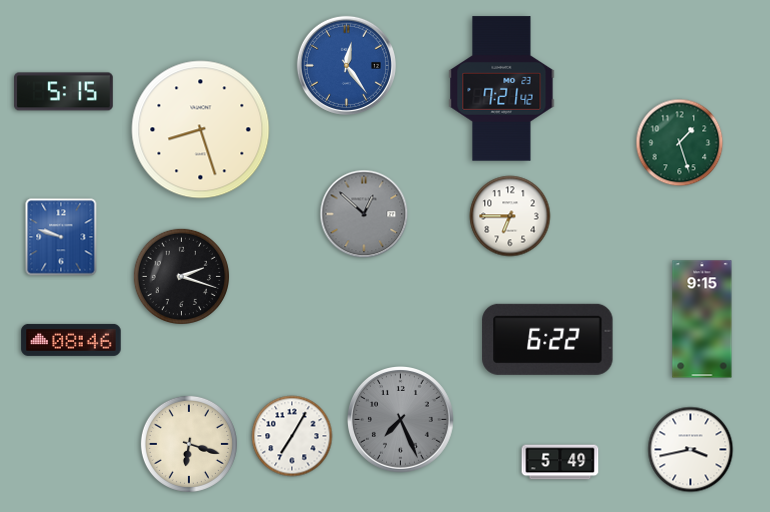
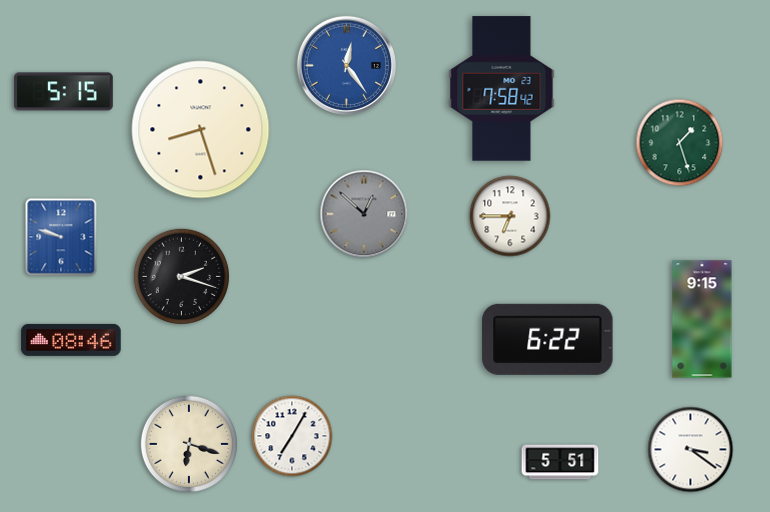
clock at (502, 89): 7:21 -> 7:58
clock at (401, 420): 7:26 -> none
clock at (691, 450): 3:43 -> 3:21
clock at (560, 462): 5:49 -> 5:51
